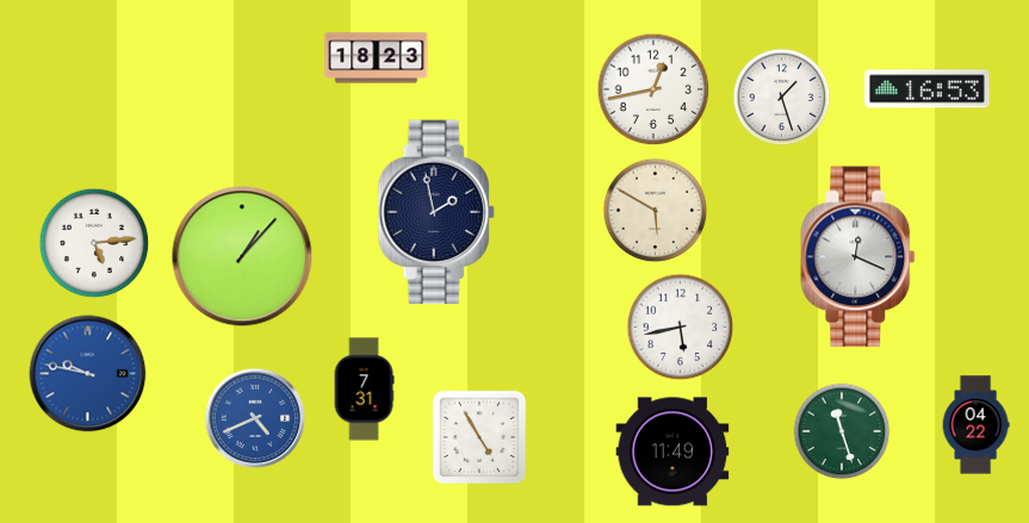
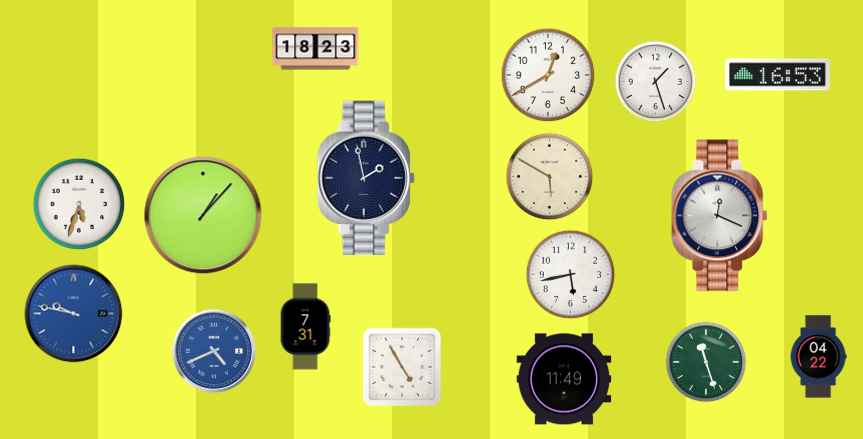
clock at (653, 89): 12:43 -> 12:40
clock at (94, 243): 5:14 -> 5:33
